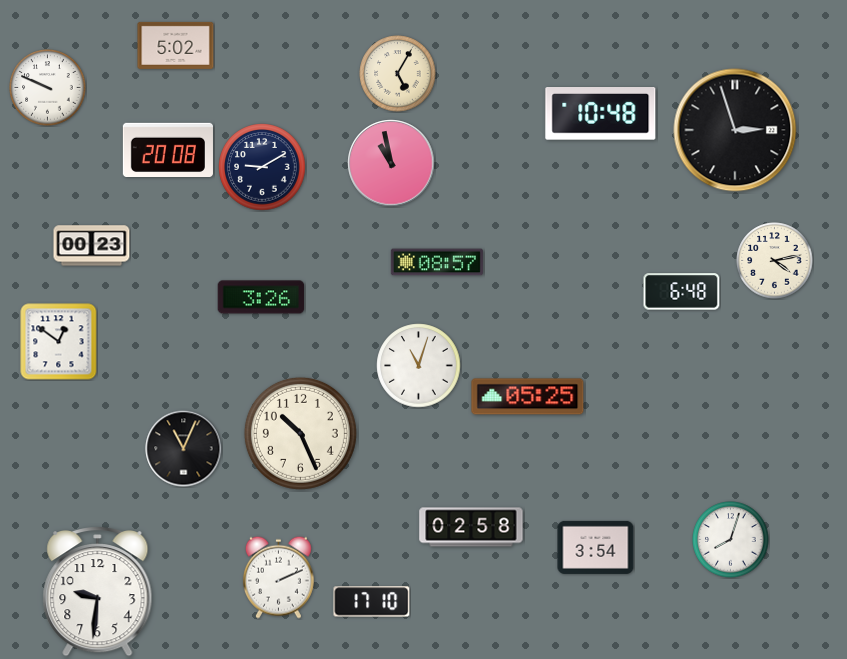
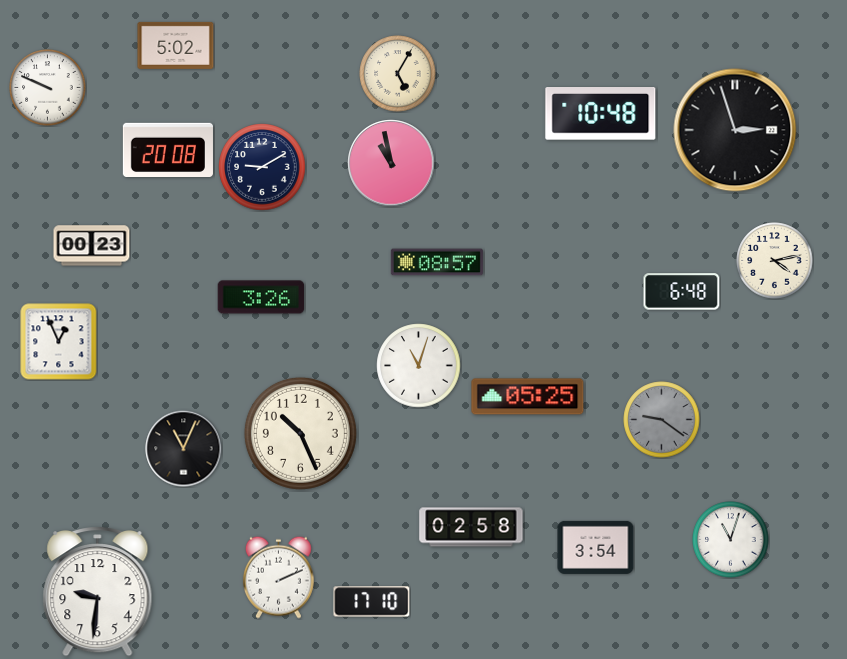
clock at (59, 342): 12:51 -> 12:56
clock at (662, 420): none -> 9:21
clock at (731, 540): 8:03 -> 11:03
